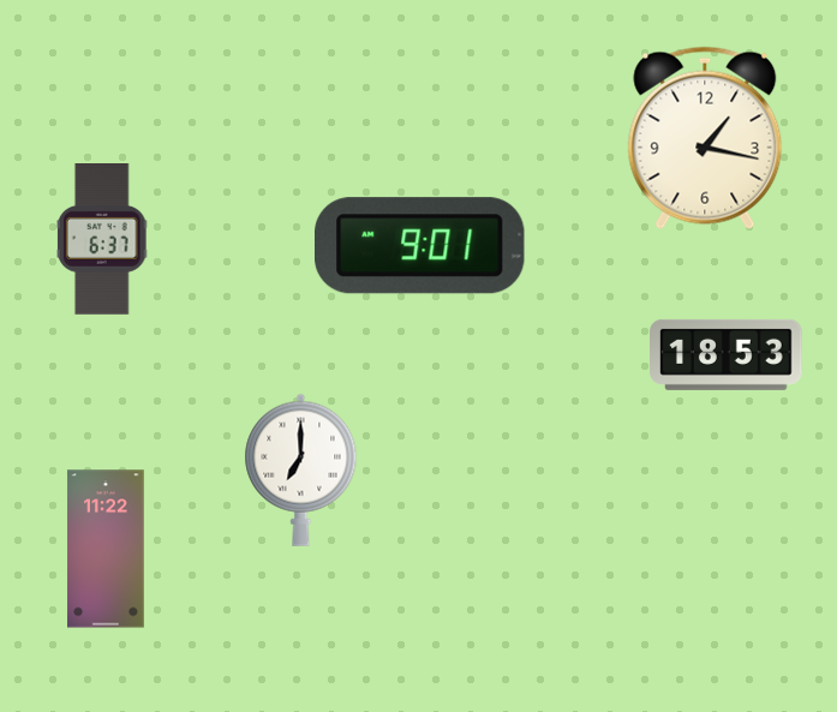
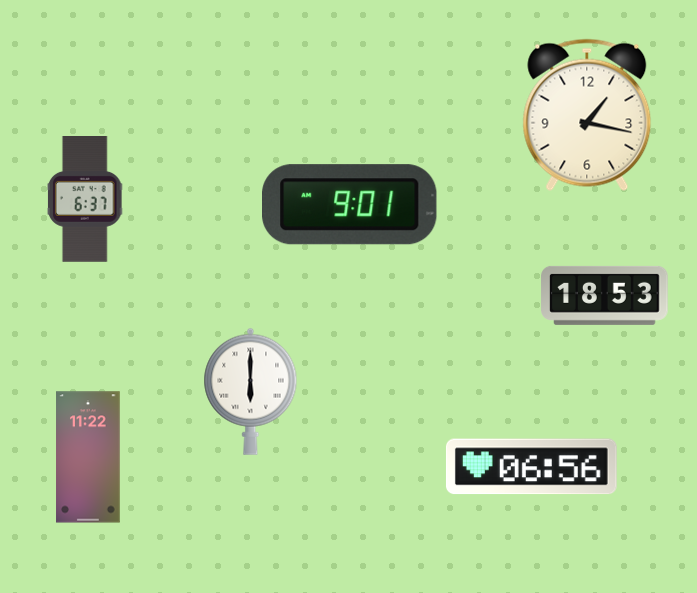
clock at (301, 469): 7:00 -> 6:00
clock at (531, 467): none -> 06:56
